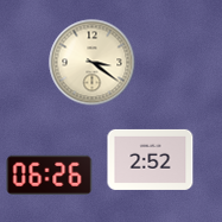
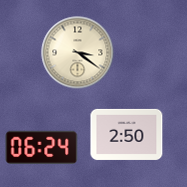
clock at (151, 159): 2:52 -> 2:50
clock at (50, 175): 06:26 -> 06:24
